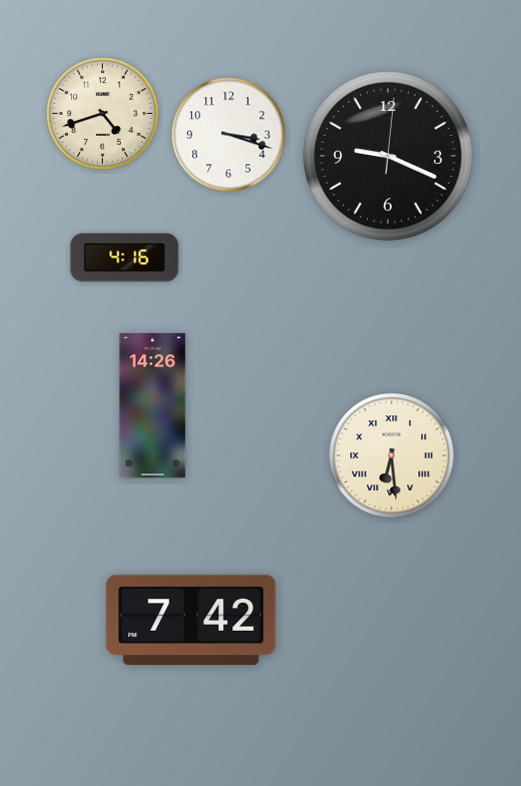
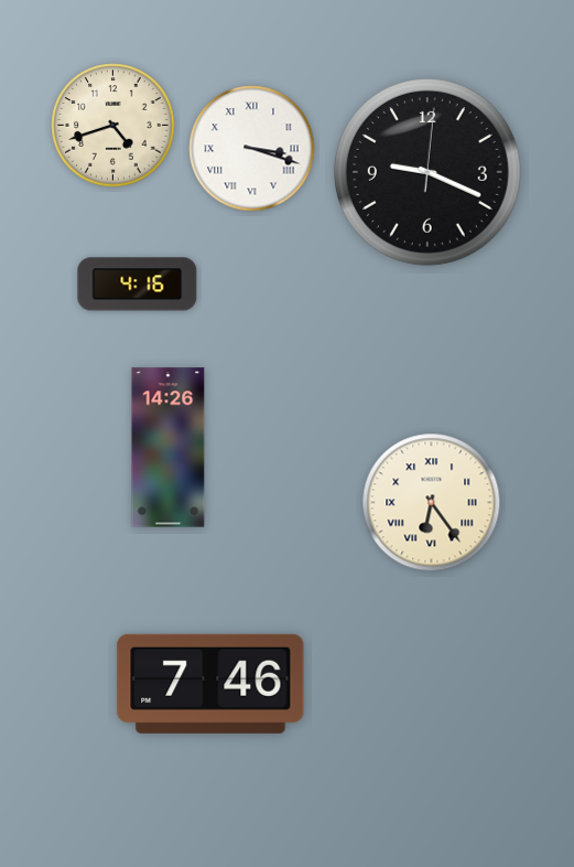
clock at (229, 135) numerals: Arabic -> Roman
clock at (392, 456): 6:29 -> 6:24
clock at (191, 620): 7:42 -> 7:46
